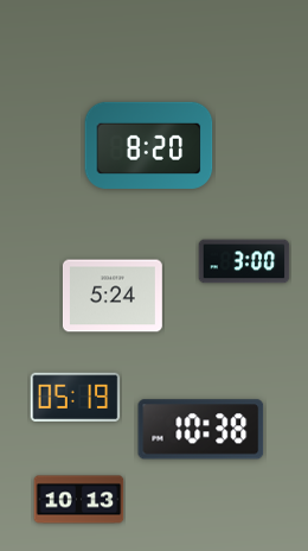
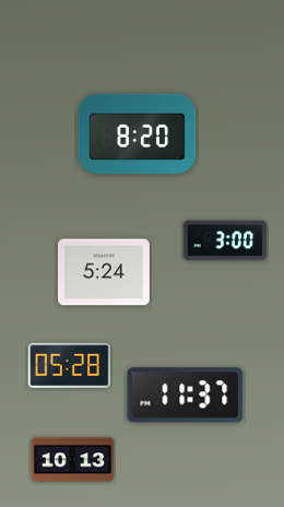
clock at (76, 397): 05:19 -> 05:28
clock at (201, 430): 10:38 -> 11:37
